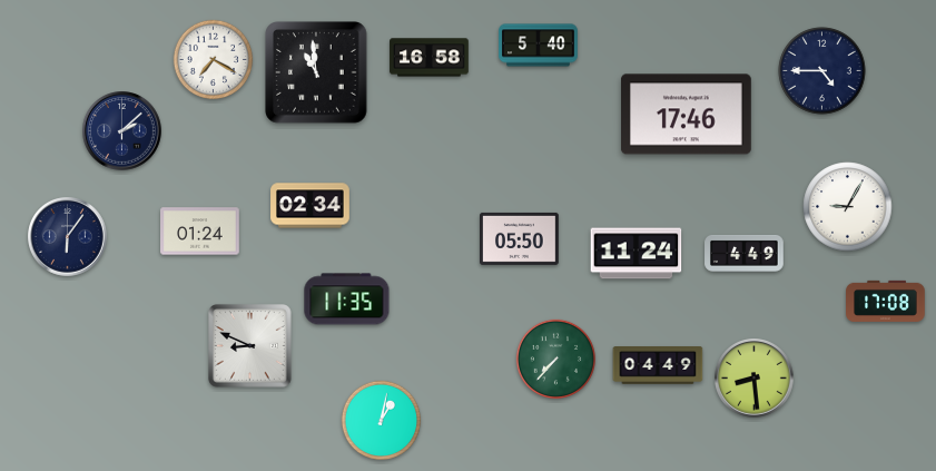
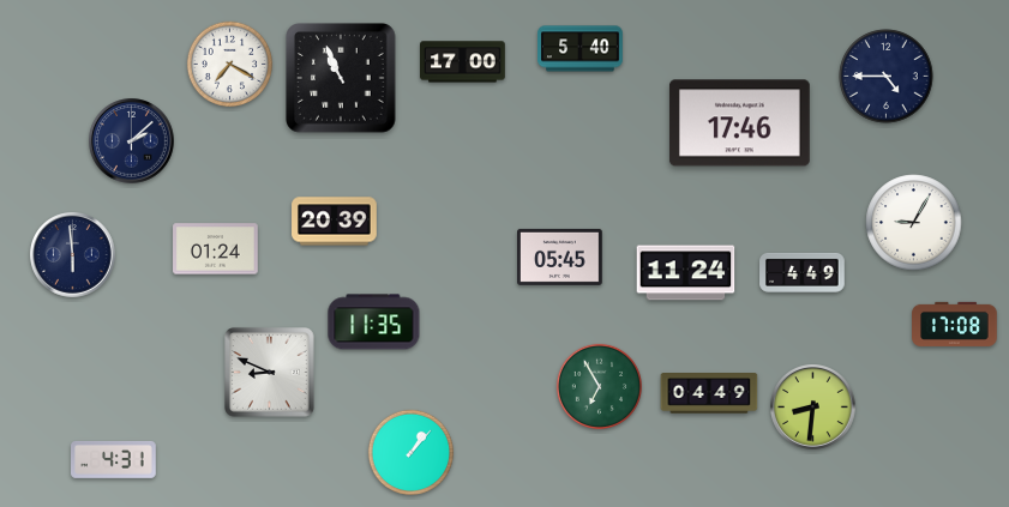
clock at (430, 58): 16:58 -> 17:00
clock at (317, 73): 10:59 -> 10:56
clock at (311, 206): 02:34 -> 20:39
clock at (68, 237): 6:06 -> 5:59
clock at (520, 238): 05:50 -> 05:45
clock at (556, 360): 7:37 -> 6:55
clock at (755, 379): 8:29 -> 8:31
clock at (382, 421): 1:02 -> 1:07
clock at (114, 460): none -> 4:31
